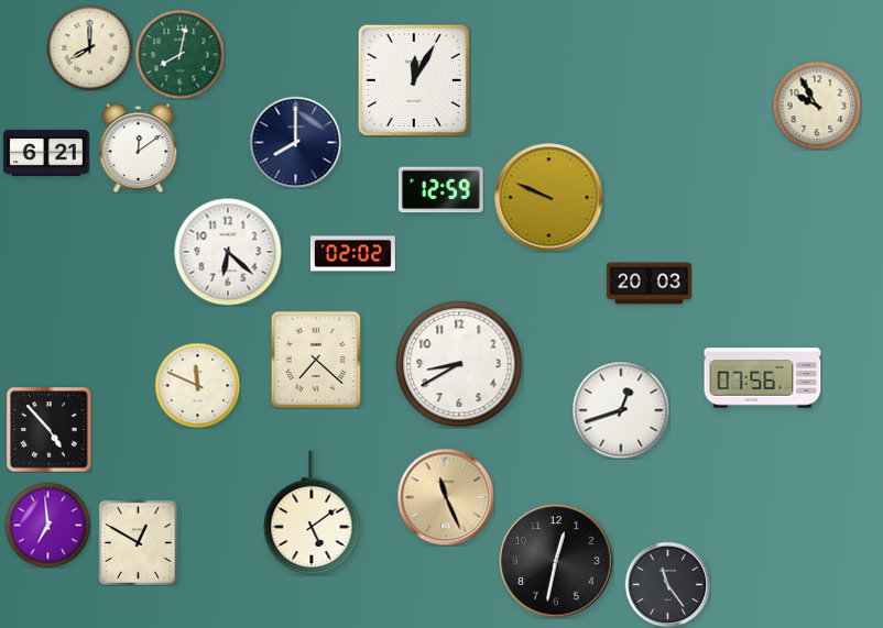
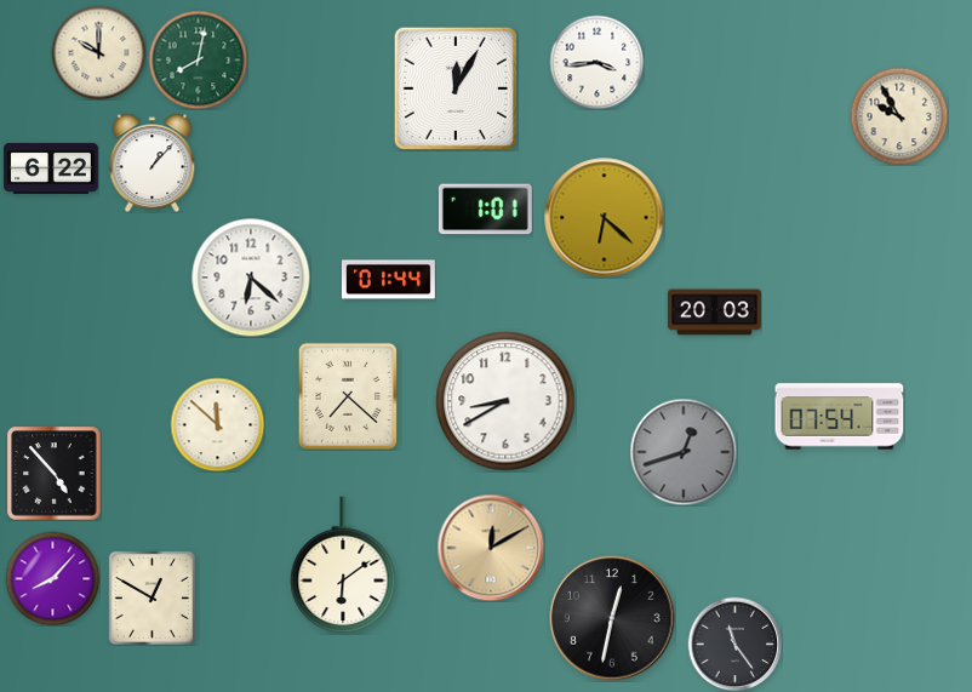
clock at (89, 47): 8:00 -> 10:00
clock at (596, 62): none -> 3:44
clock at (295, 142): 8:00 -> none
clock at (139, 147): 12:09 -> 1:07
clock at (47, 153): 6:21 -> 6:22
clock at (440, 190): 12:59 -> 1:01
clock at (549, 198): 9:49 -> 6:22
clock at (352, 254): 02:02 -> 01:44
clock at (763, 378): 07:56 -> 07:54
clock at (197, 385): 11:49 -> 11:52
clock at (621, 410) dial: white -> grey
clock at (446, 497): 11:26 -> 12:10
clock at (312, 513): 5:09 -> 6:09
clock at (47, 525): 6:59 -> 8:07
